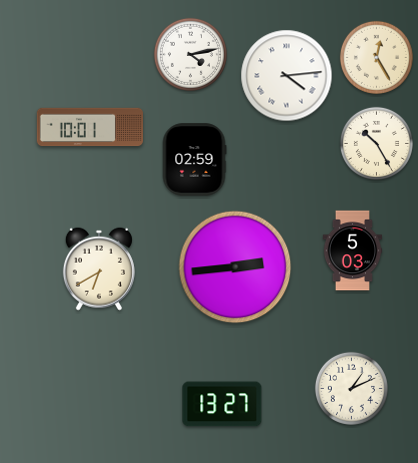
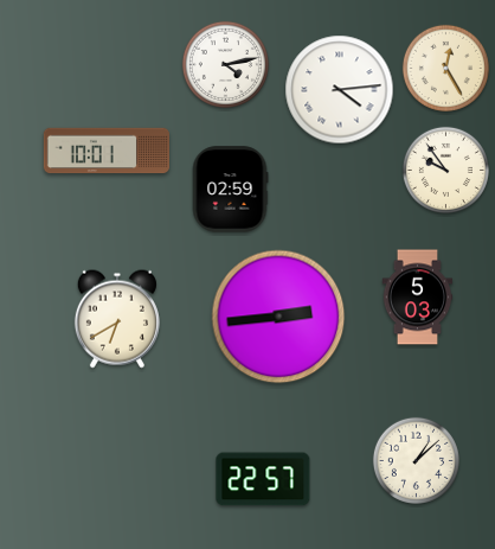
clock at (376, 143): 10:25 -> 9:54
clock at (351, 388): 1:11 -> 1:08
clock at (222, 404): 13:27 -> 22:57
